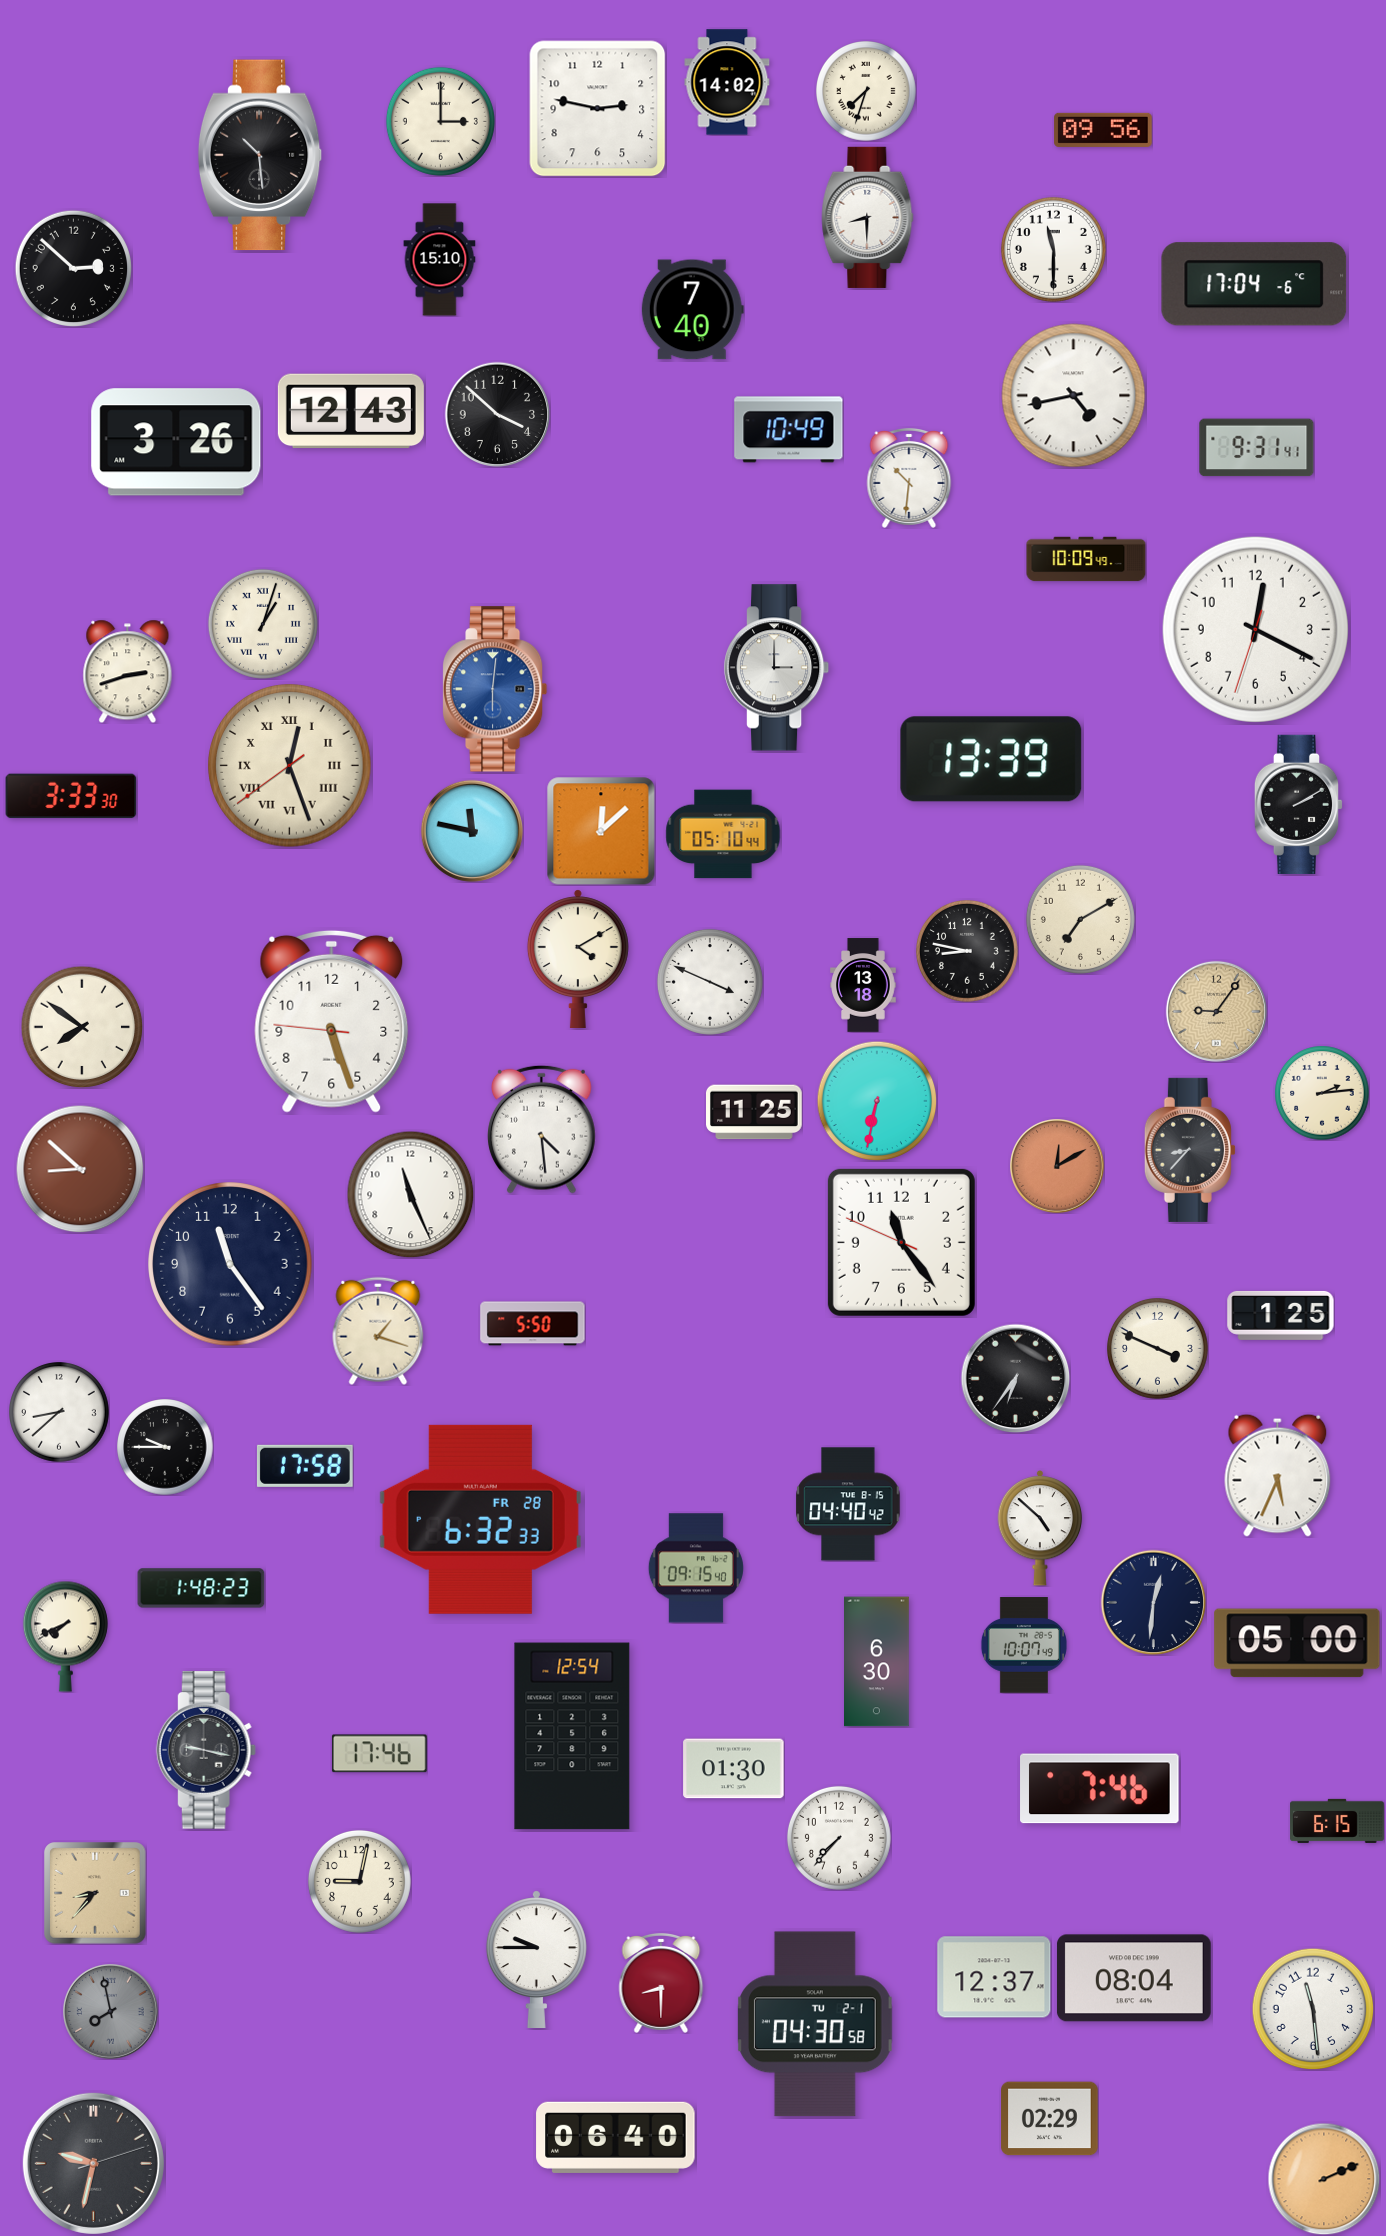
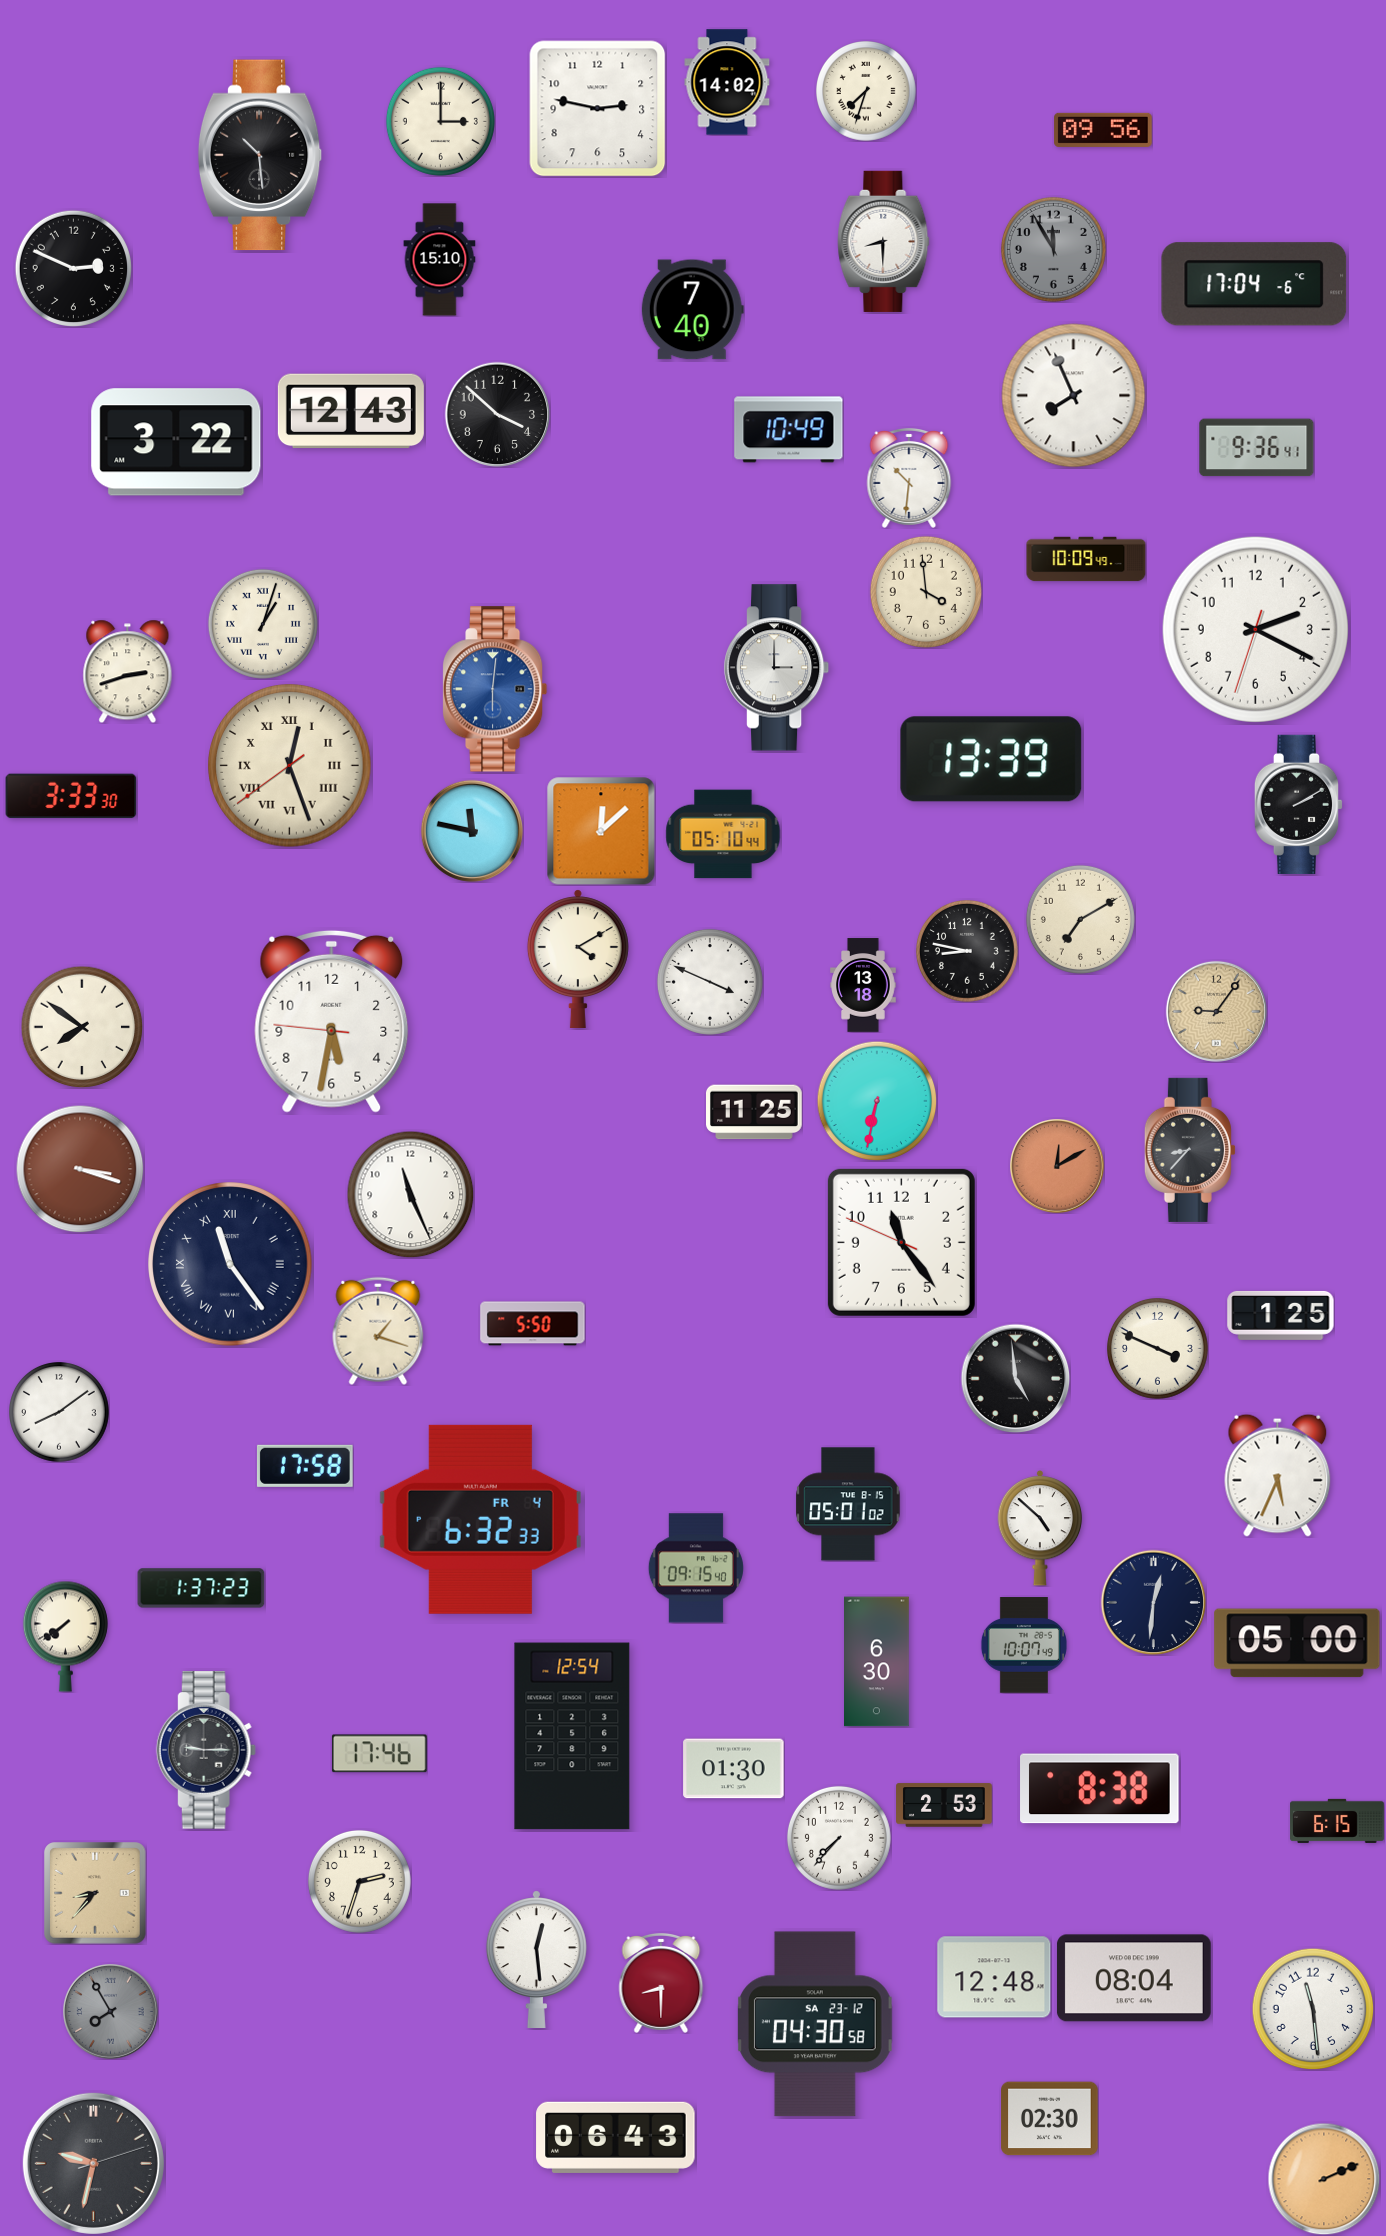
clock at (868, 217) position: (868, 217) -> (884, 241)
clock at (1053, 249): 11:30 -> 11:55
clock at (1053, 249) dial: white -> grey
clock at (73, 268): 2:52 -> 2:49
clock at (1074, 396): 4:43 -> 7:56
clock at (176, 442): 3:26 -> 3:22
clock at (1257, 448): 9:31 -> 9:36
clock at (926, 592): none -> 3:59
clock at (1255, 629): 12:19 -> 2:19
clock at (332, 1021): 5:26 -> 5:31
clock at (1322, 1093): 2:14 -> none
clock at (542, 1129): 4:29 -> none
clock at (80, 1169): 8:52 -> 3:18
clock at (230, 1264) numerals: Arabic -> Roman
clock at (1015, 1378): 6:36 -> 4:59
clock at (60, 1413): 8:38 -> 8:09
clock at (165, 1447): 9:45 -> none
clock at (848, 1504): 04:40 -> 05:01
clock at (480, 1519) date: FR 28 -> FR 4
clock at (201, 1588): 1:48 -> 1:37
clock at (65, 1636): 7:41 -> 7:39
clock at (206, 1750): 9:17 -> 9:15
clock at (1100, 1789): 7:46 -> 8:38
clock at (944, 1805): none -> 2:53
clock at (359, 1881): 9:02 -> 2:33
clock at (536, 1959): 9:45 -> 12:29
clock at (994, 1977): 12:37 -> 12:48
clock at (111, 2012): 7:58 -> 7:55
clock at (815, 2024) date: TU 2-1 -> SA 23-12
clock at (1050, 2119): 02:29 -> 02:30
clock at (616, 2137): 06:40 -> 06:43
